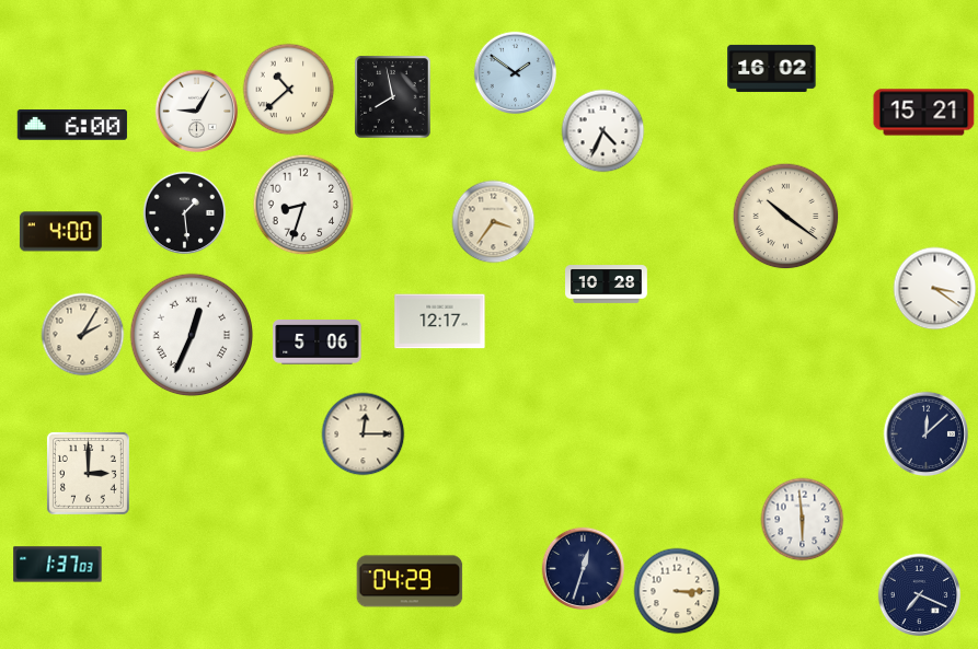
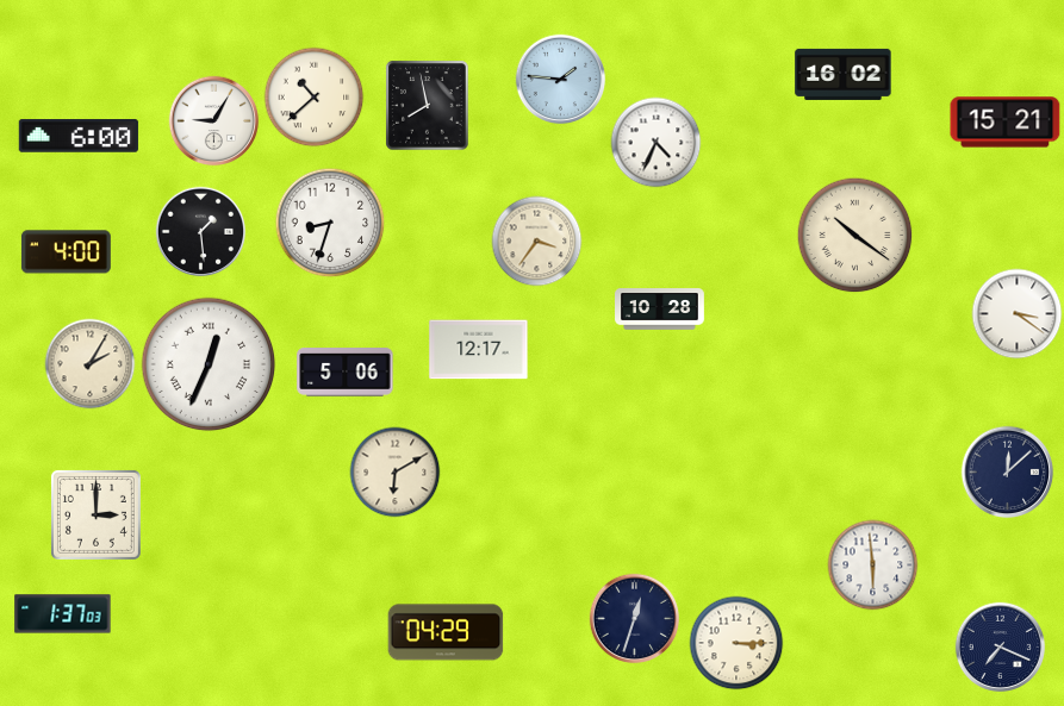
clock at (772, 68) position: (772, 68) -> (844, 74)
clock at (516, 73): 1:51 -> 1:46
clock at (364, 434): 12:15 -> 6:10
